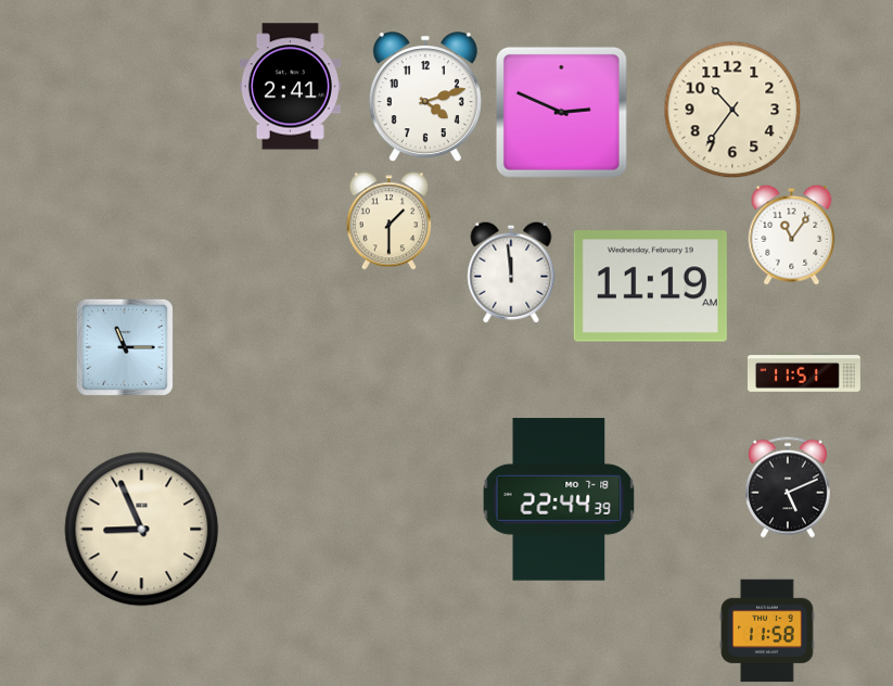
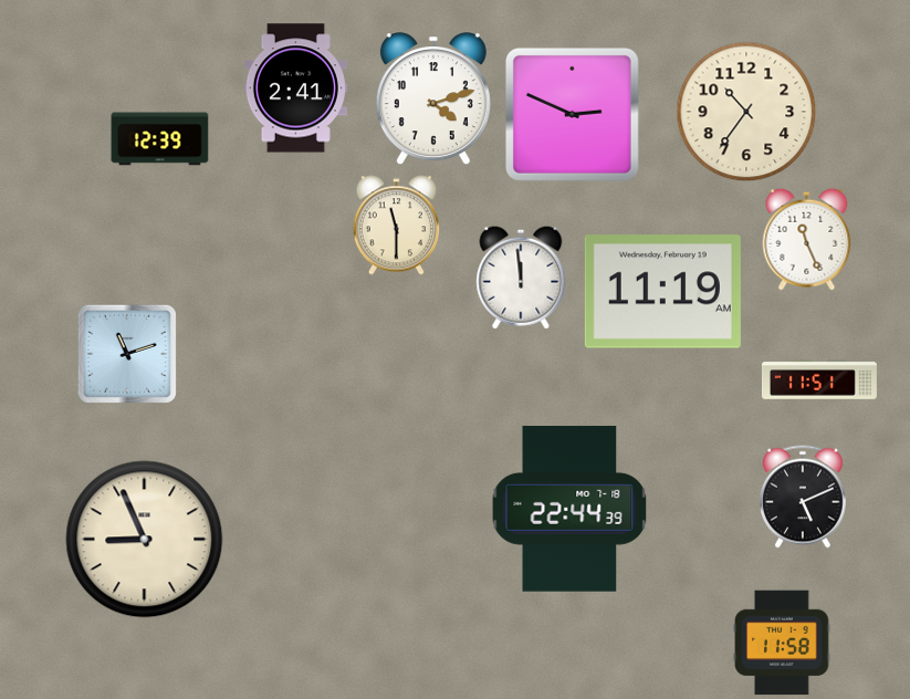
clock at (160, 139): none -> 12:39
clock at (388, 221): 1:30 -> 11:30
clock at (792, 234): 11:06 -> 11:26
clock at (125, 347): 11:15 -> 11:12
